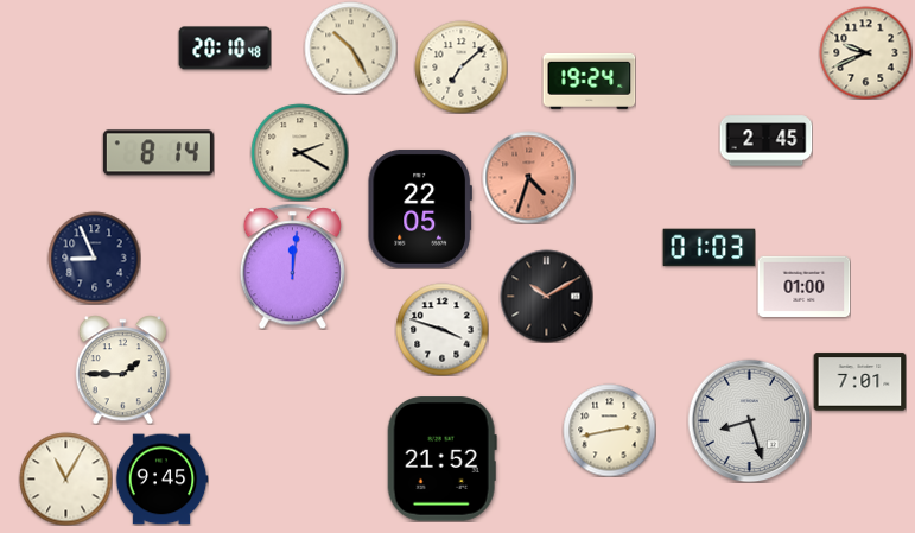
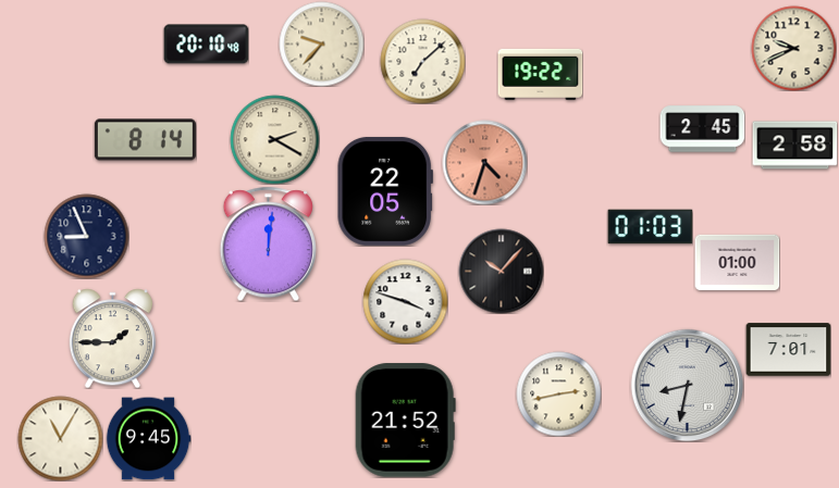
clock at (350, 47): 10:25 -> 9:37
clock at (589, 81): 19:24 -> 19:22
clock at (794, 146): none -> 2:58
clock at (546, 296): 10:10 -> 10:07
clock at (749, 420): 8:27 -> 8:32
